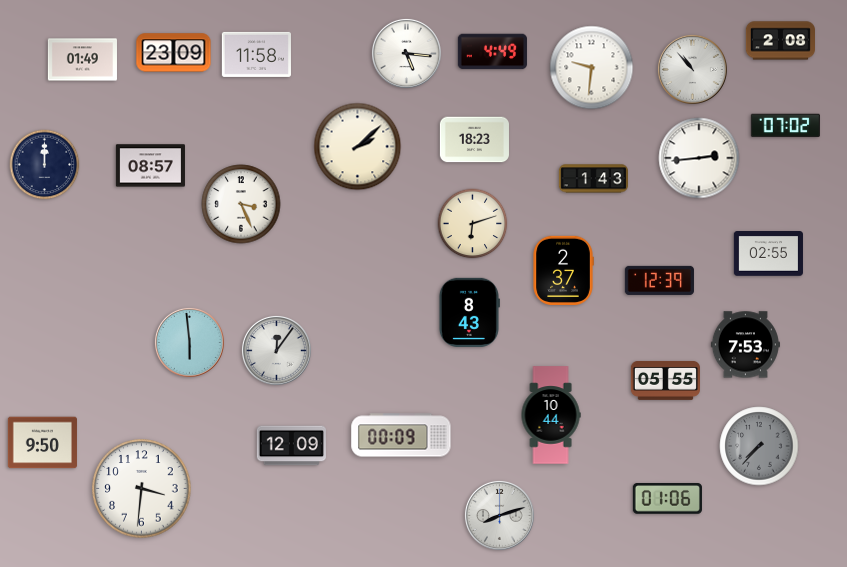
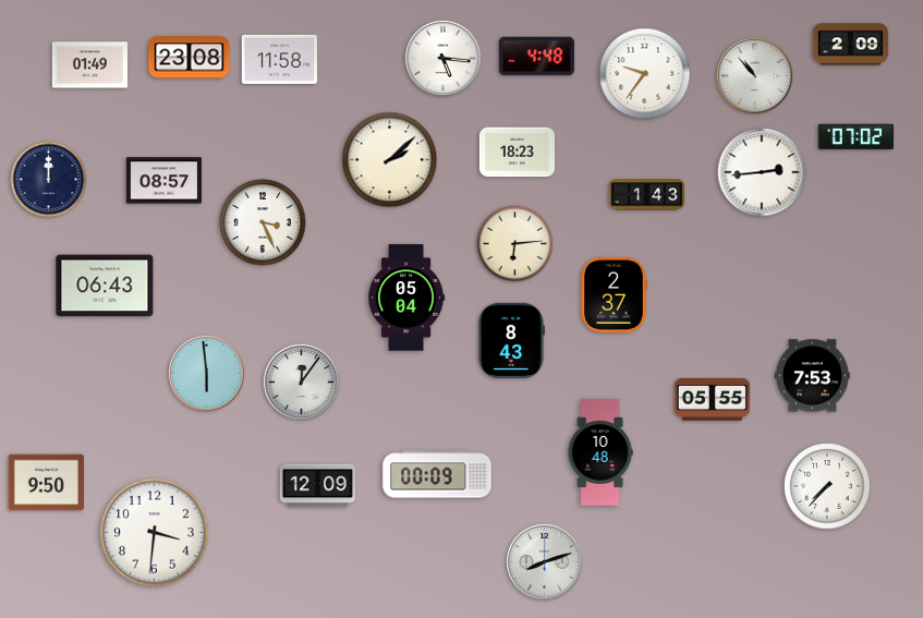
clock at (780, 41): 2:08 -> 2:09
clock at (492, 52): 4:49 -> 4:48
clock at (174, 53): 23:09 -> 23:08
clock at (592, 68): 9:31 -> 9:36
clock at (473, 224): 6:12 -> 6:14
clock at (768, 254): 02:55 -> none
clock at (105, 286): none -> 06:43
clock at (406, 298): none -> 05:04
clock at (659, 280): 12:39 -> none
clock at (665, 380) position: (665, 380) -> (712, 399)
clock at (551, 415): 10:44 -> 10:48
clock at (759, 446) dial: grey -> white
clock at (667, 499): 01:06 -> none
